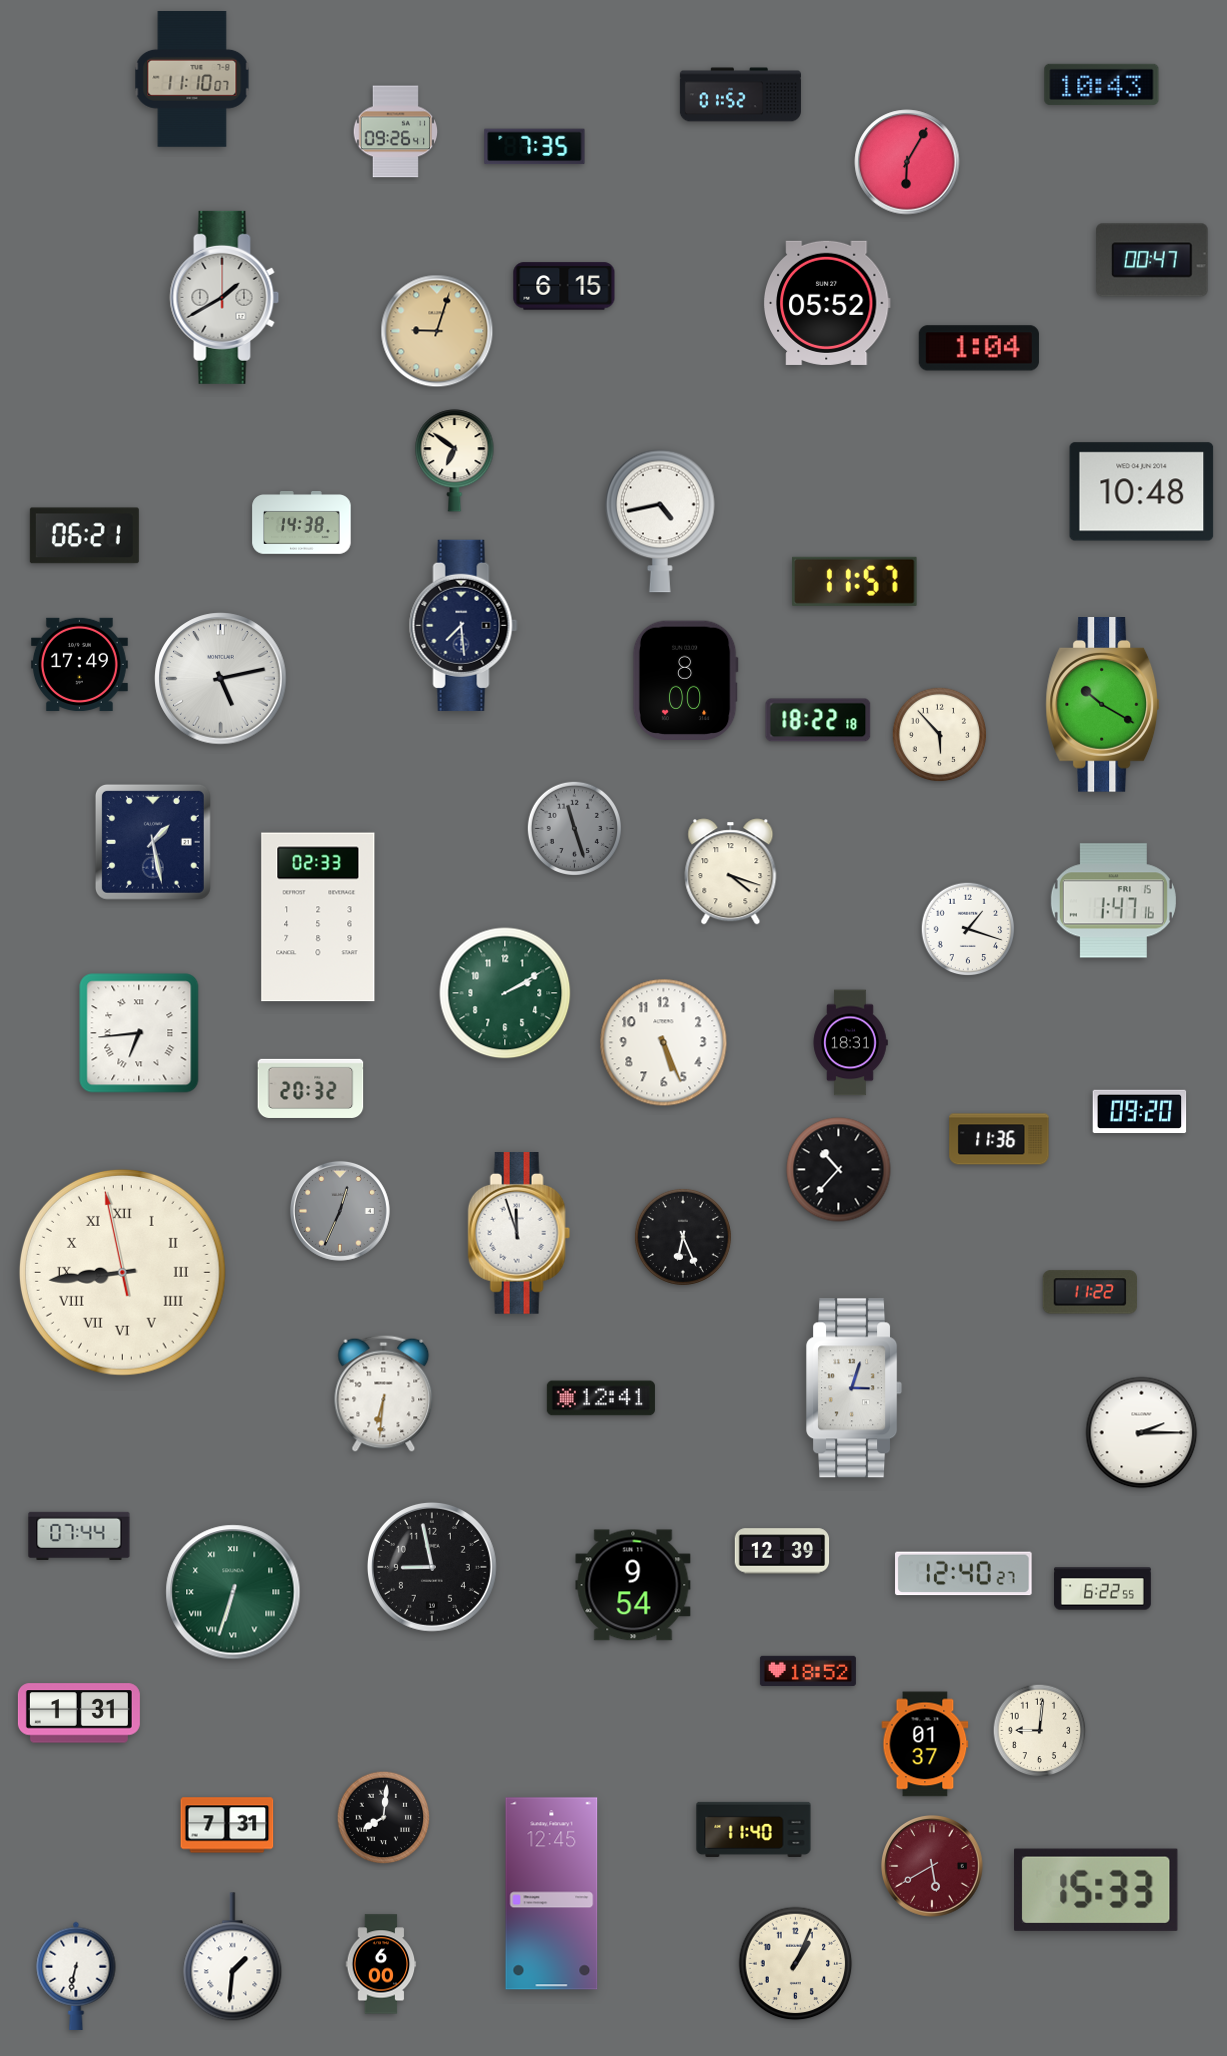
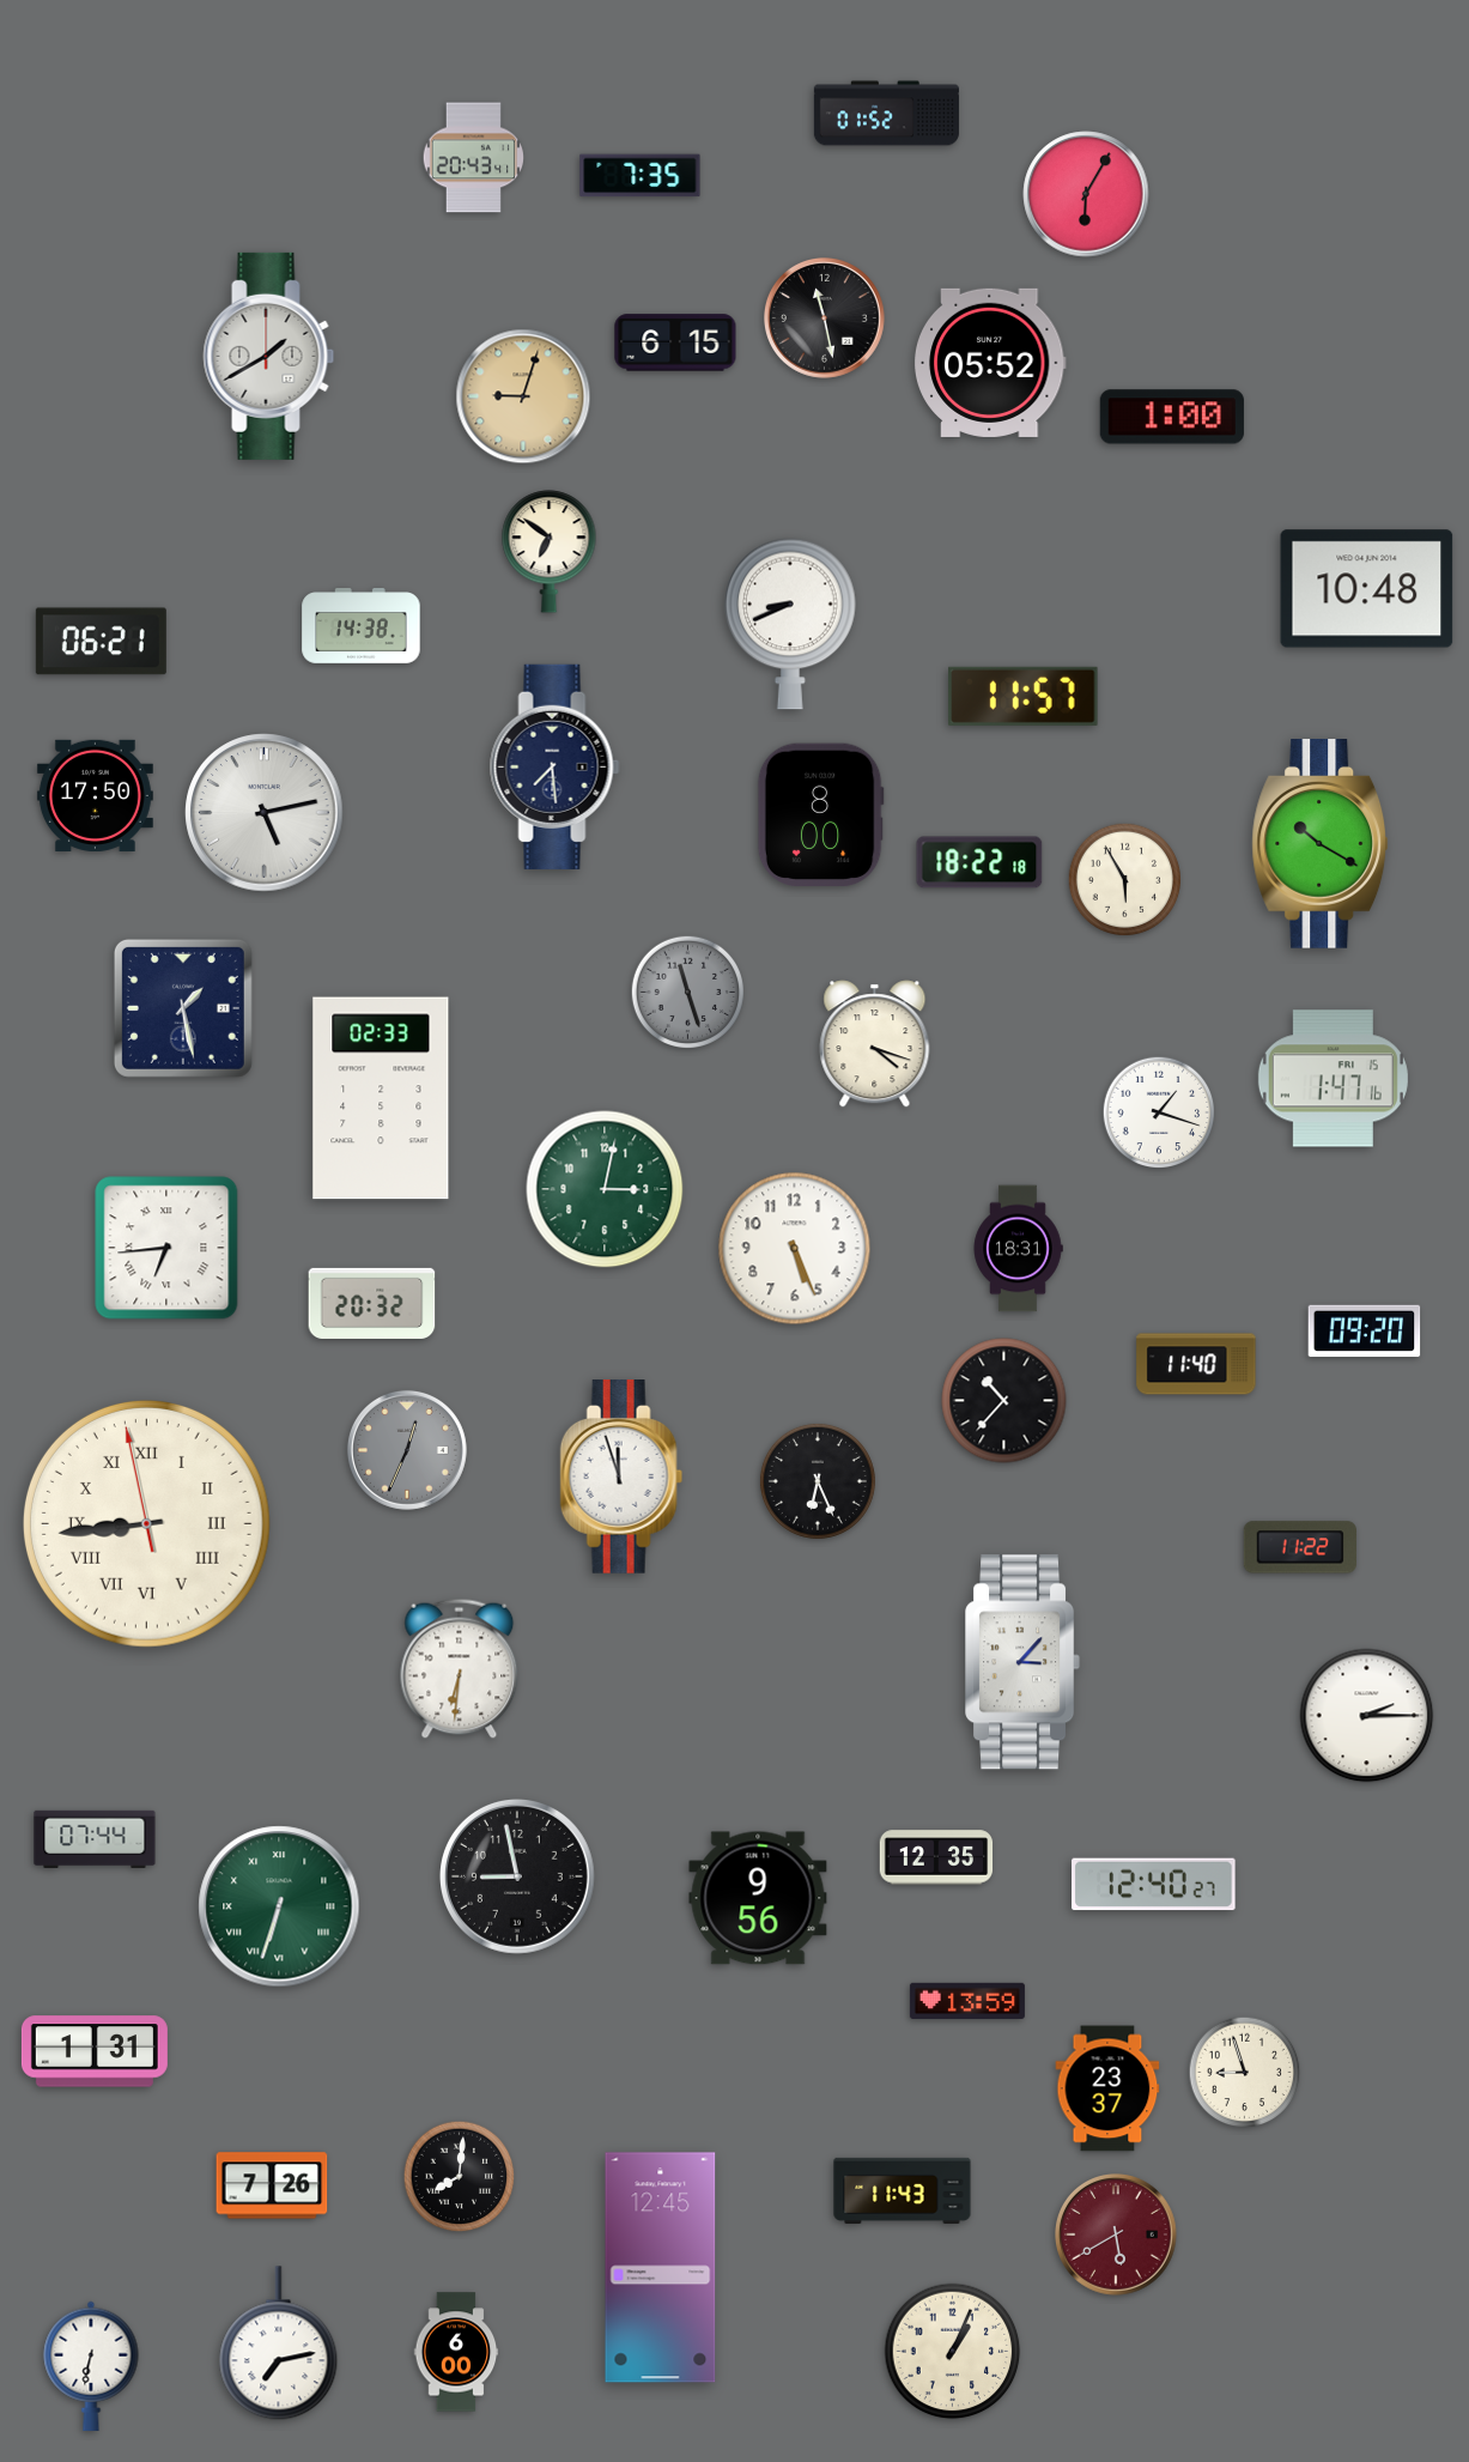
clock at (192, 80): 11:10 -> none
clock at (1102, 84): 10:43 -> none
clock at (396, 132): 09:26 -> 20:43
clock at (1152, 260): 00:47 -> none
clock at (824, 317): none -> 11:28
clock at (979, 348): 1:04 -> 1:00
clock at (455, 461) position: (455, 461) -> (550, 552)
clock at (661, 521): 4:43 -> 8:41
clock at (464, 625) position: (464, 625) -> (556, 766)
clock at (79, 664): 17:49 -> 17:50
clock at (939, 734): 5:53 -> 5:55
clock at (505, 993): 2:10 -> 3:02
clock at (139, 1033) position: (139, 1033) -> (166, 1248)
clock at (999, 1139): 11:36 -> 11:40
clock at (1089, 1292) position: (1089, 1292) -> (1299, 1547)
clock at (855, 1388): 3:03 -> 3:07
clock at (601, 1398): 12:41 -> none
clock at (782, 1551): 12:39 -> 12:35
clock at (633, 1585): 9:54 -> 9:56
clock at (1103, 1589): 6:22 -> none
clock at (808, 1670): 18:52 -> 13:59
clock at (1040, 1731): 9:01 -> 8:57
clock at (925, 1744): 01:37 -> 23:37
clock at (227, 1825): 7:31 -> 7:26
clock at (754, 1829): 11:40 -> 11:43
clock at (1097, 1890): 15:33 -> none
clock at (233, 1957): 1:31 -> 7:13
